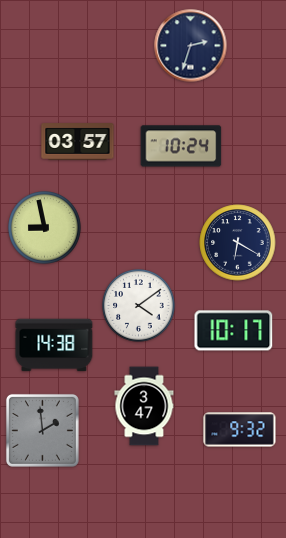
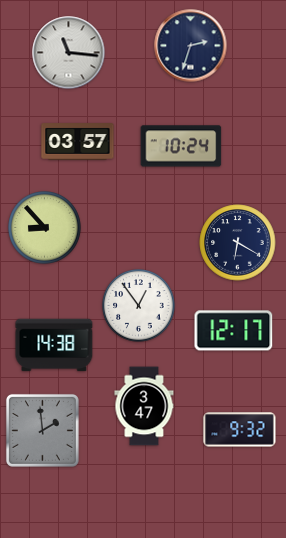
clock at (69, 53): none -> 11:16
clock at (45, 228): 8:58 -> 8:53
clock at (139, 306): 4:09 -> 12:54
clock at (234, 331): 10:17 -> 12:17
